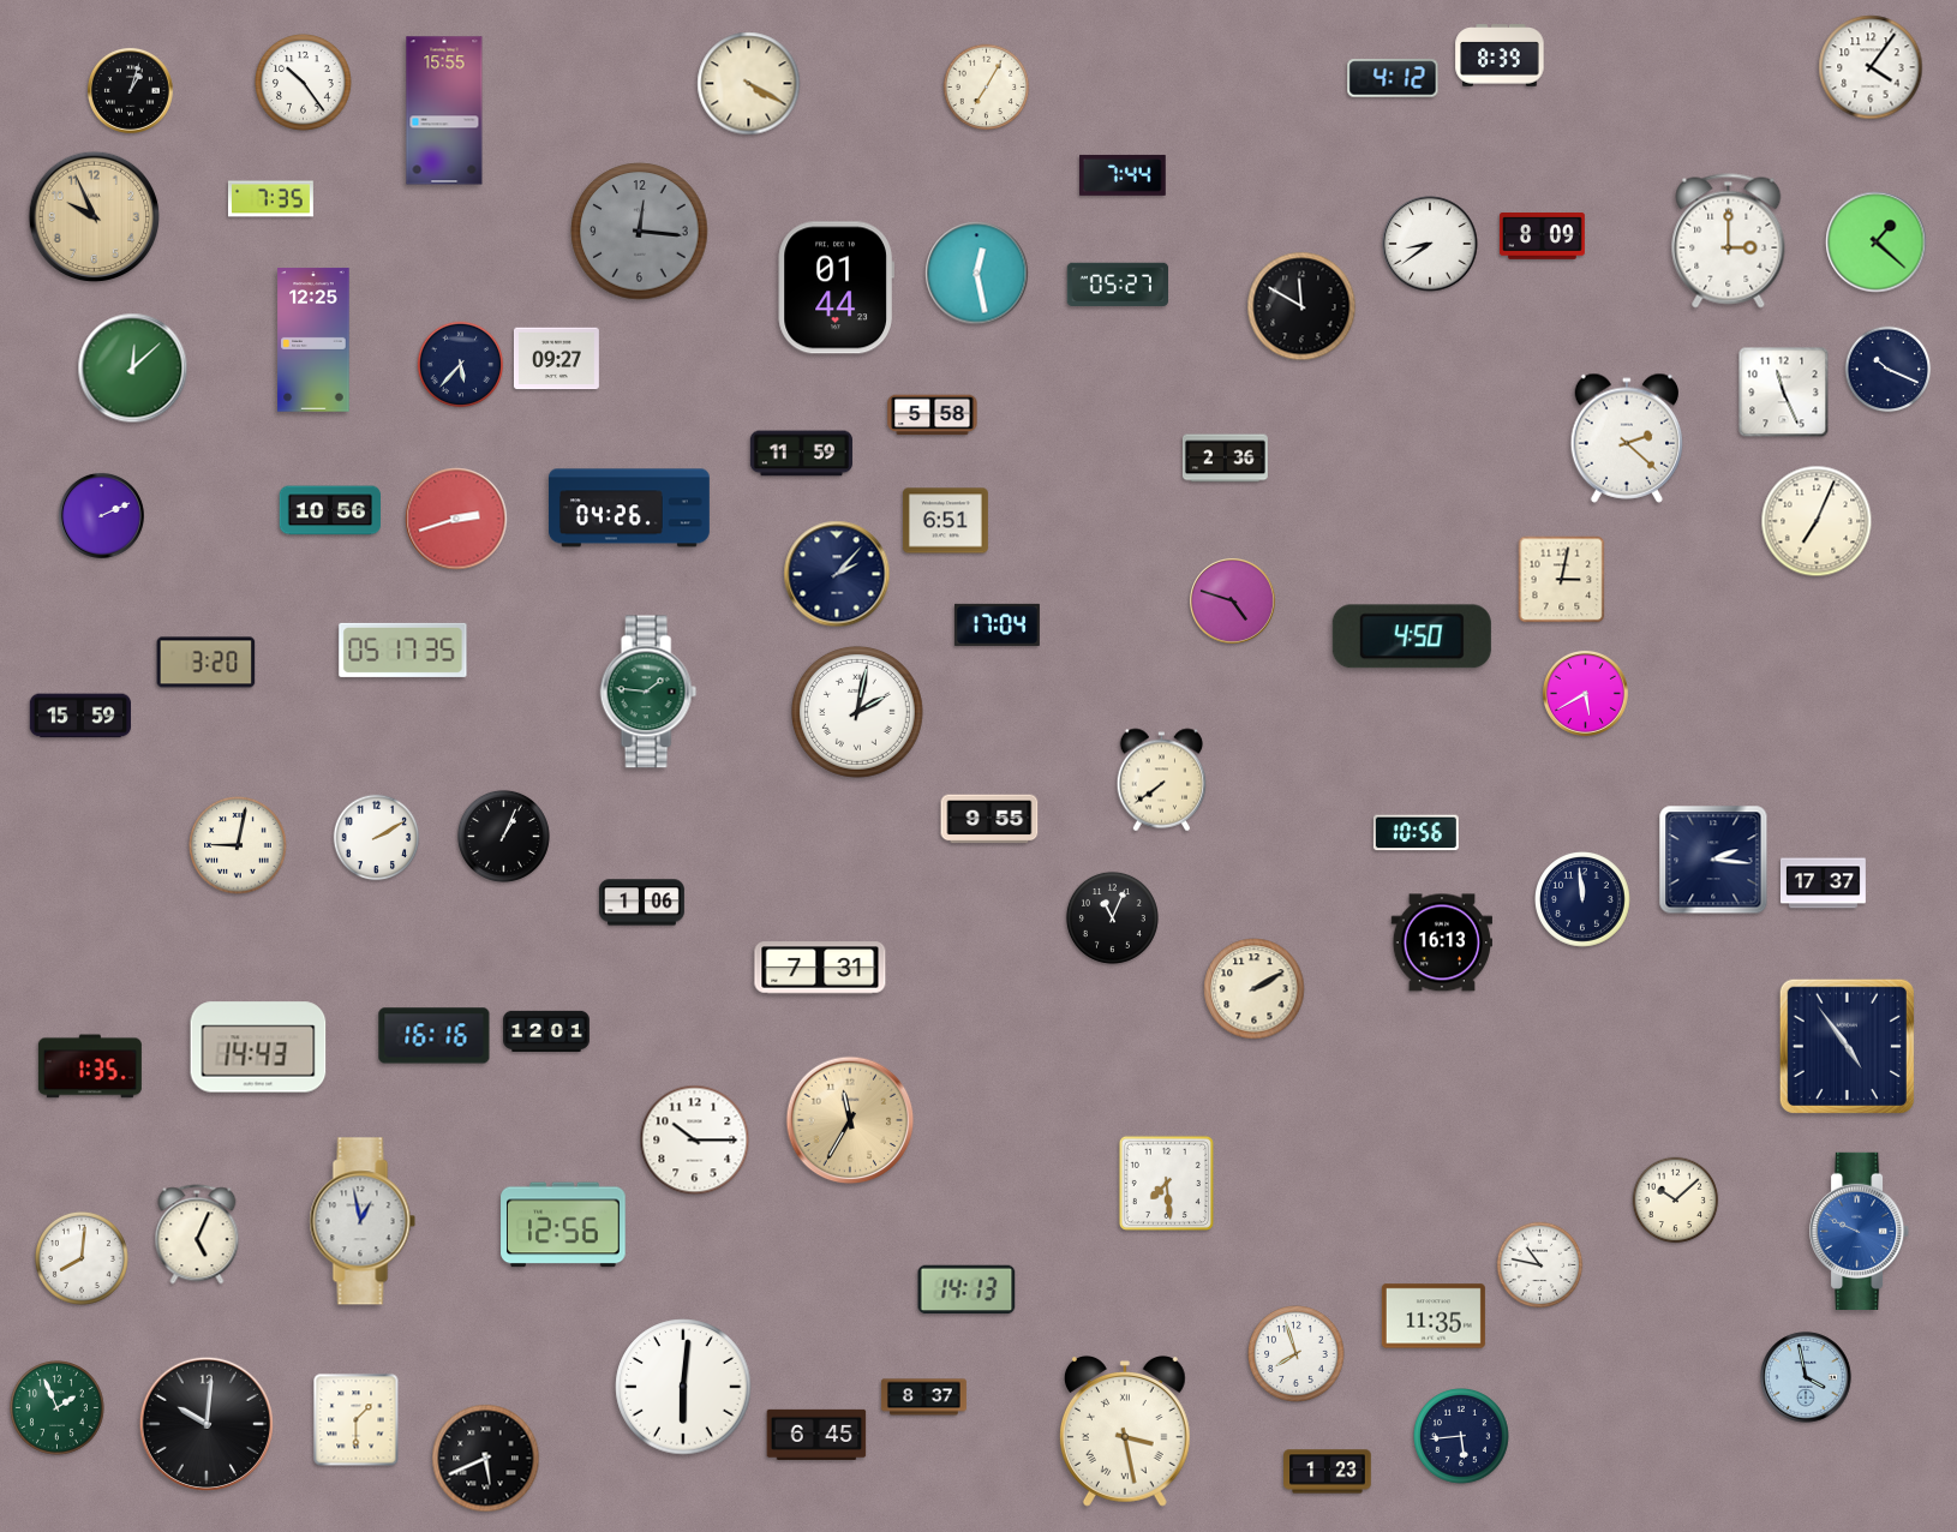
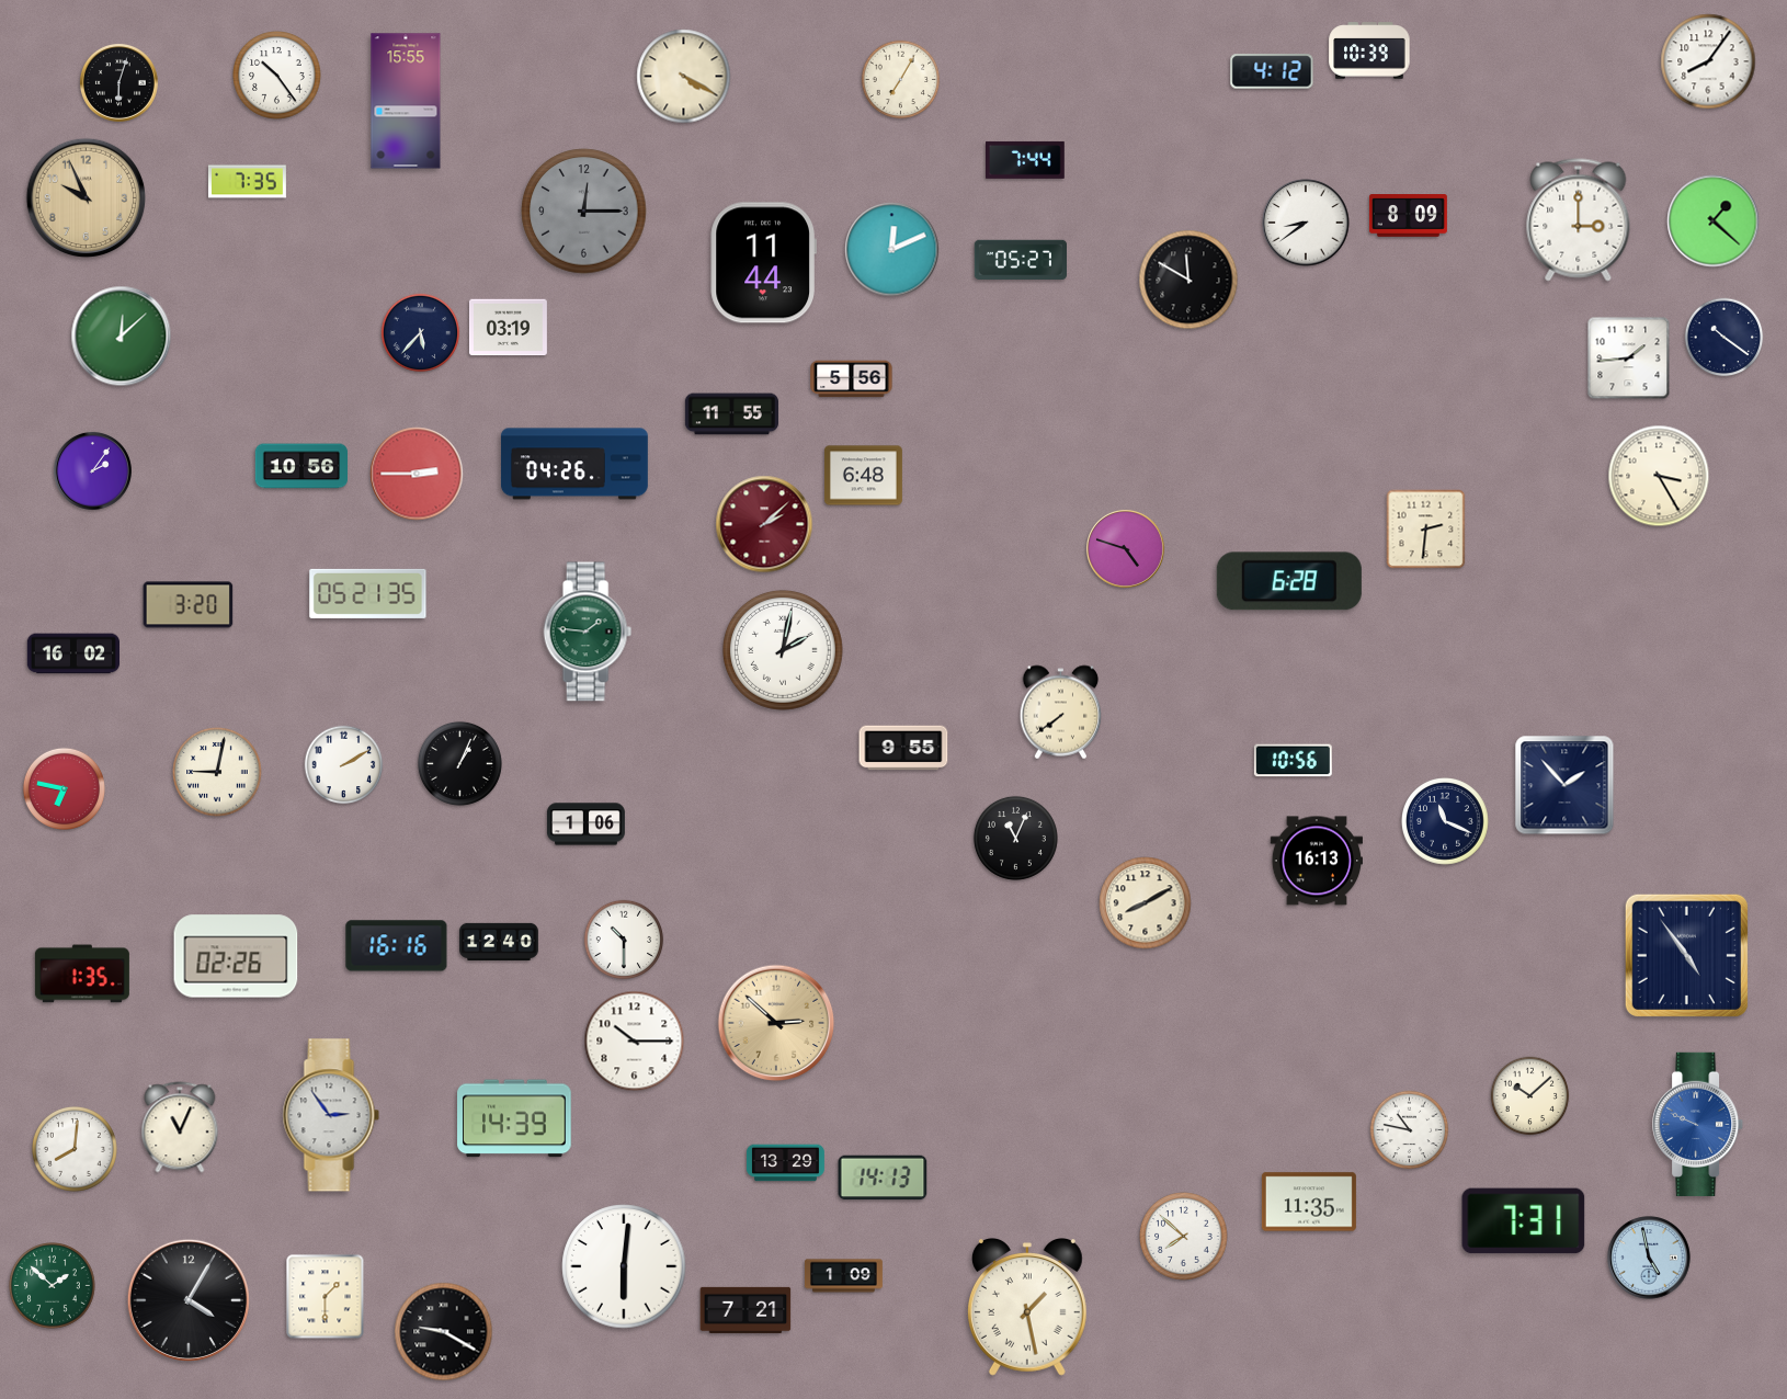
clock at (1500, 55): 8:39 -> 10:39
clock at (1871, 67): 4:06 -> 8:06
clock at (130, 90): 1:03 -> 6:03
clock at (640, 232): 12:16 -> 12:15
clock at (977, 274): 12:28 -> 12:11
clock at (836, 288): 01:44 -> 11:44
clock at (313, 340): 12:25 -> none
clock at (556, 359): 09:27 -> 03:19
clock at (1889, 370): 10:19 -> 10:21
clock at (1784, 393): 11:26 -> 1:44
clock at (933, 415): 5:58 -> 5:56
clock at (1626, 438): 2:22 -> none
clock at (801, 454): 11:59 -> 11:55
clock at (1225, 459): 2:36 -> none
clock at (101, 515): 2:11 -> 2:06
clock at (456, 519): 2:42 -> 2:45
clock at (945, 521): 6:51 -> 6:48
clock at (1817, 521): 7:04 -> 3:25
clock at (837, 574): 2:07 -> 2:08
clock at (837, 574) dial: navy -> burgundy
clock at (1562, 580): 3:02 -> 2:31
clock at (997, 624): 17:04 -> none
clock at (1412, 636): 4:50 -> 6:28
clock at (403, 650): 05:17 -> 05:21
clock at (648, 692) position: (648, 692) -> (588, 632)
clock at (1585, 693): 5:40 -> none
clock at (79, 716): 15:59 -> 16:02
clock at (1713, 860): 2:16 -> 1:53
clock at (64, 788): none -> 6:47
clock at (1823, 884): 17:37 -> none
clock at (1582, 899): 11:59 -> 11:19
clock at (820, 968): 7:31 -> none
clock at (1255, 989): 2:10 -> 8:10
clock at (624, 940): none -> 10:30
clock at (546, 1030): 12:01 -> 12:40
clock at (258, 1047): 14:43 -> 02:26
clock at (850, 1120): 11:35 -> 2:52
clock at (1166, 1183): 7:29 -> none
clock at (363, 1221): 12:58 -> 2:54
clock at (563, 1225): 12:56 -> 14:39
clock at (197, 1234): 5:04 -> 11:04
clock at (1540, 1265) position: (1540, 1265) -> (1410, 1130)
clock at (786, 1163): none -> 13:29
clock at (1524, 1221): none -> 7:31
clock at (1297, 1354): 7:57 -> 7:52
clock at (1806, 1377): 3:58 -> 4:58
clock at (923, 1398): 8:37 -> 1:09
clock at (58, 1408): 1:56 -> 1:52
clock at (207, 1424): 10:01 -> 4:05
clock at (1125, 1432): 3:28 -> 1:28
clock at (816, 1435): 6:45 -> 7:21
clock at (1461, 1436): 5:44 -> none
clock at (486, 1459): 5:41 -> 9:20
clock at (1328, 1472): 1:23 -> none
